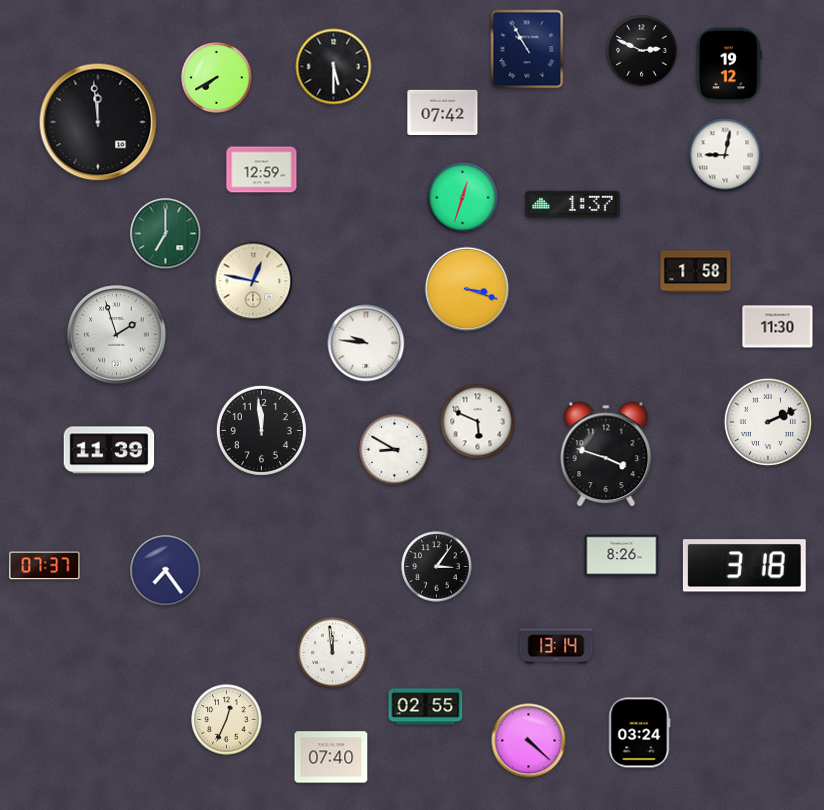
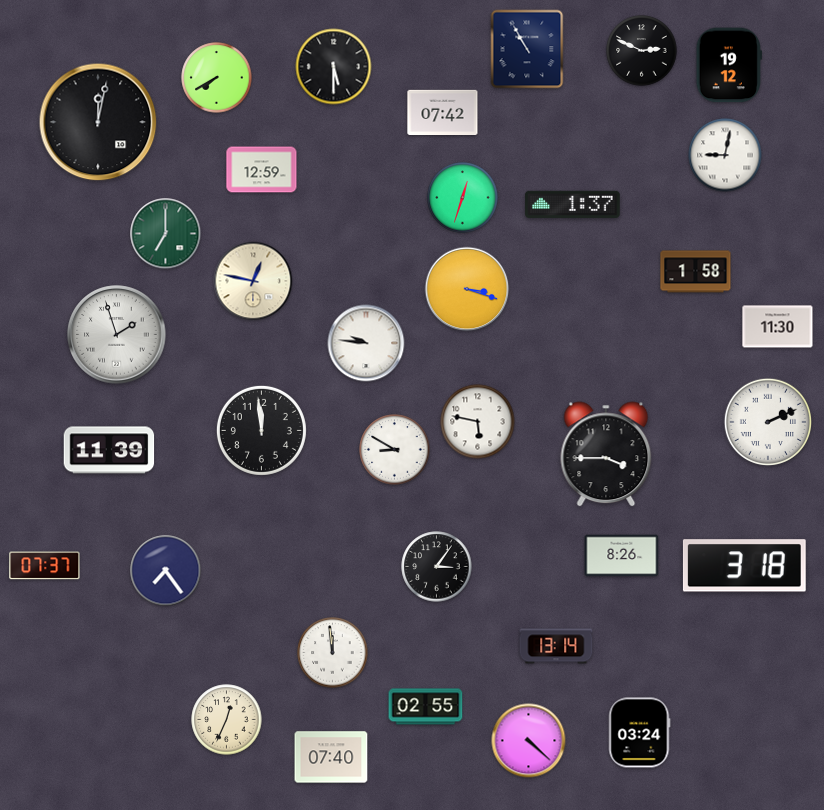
clock at (98, 122): 11:59 -> 12:02
clock at (478, 422): 5:49 -> 5:47
clock at (606, 454): 3:48 -> 3:45
